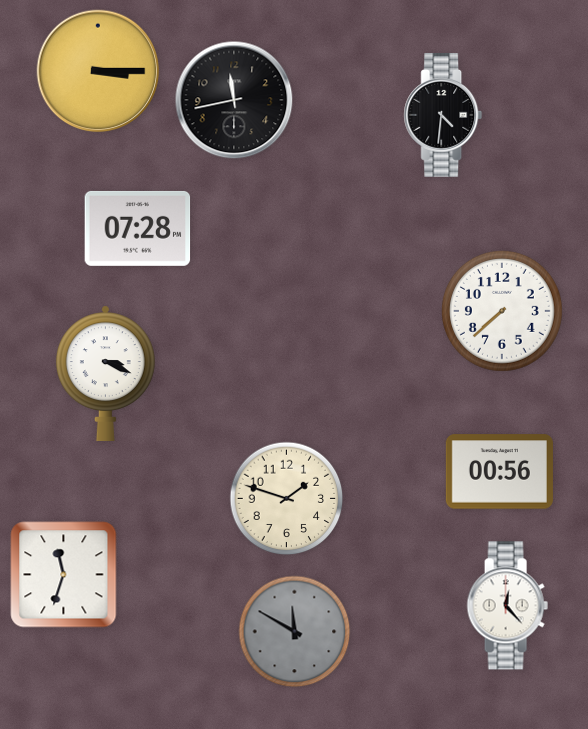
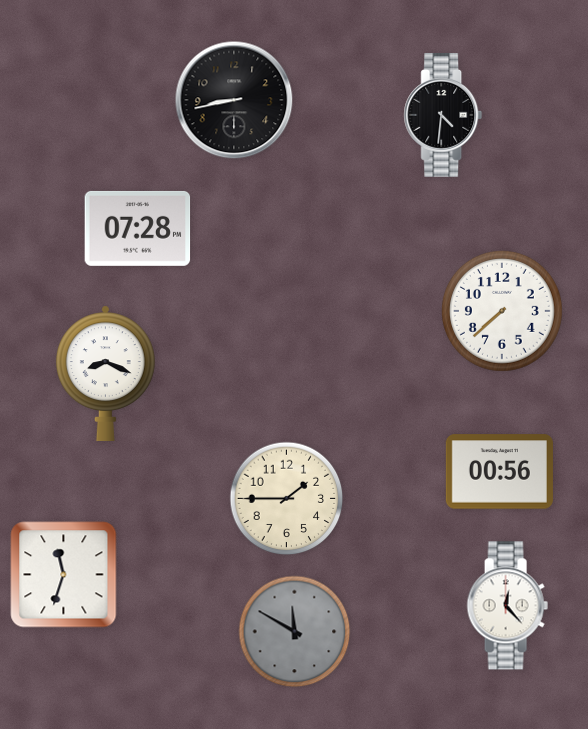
clock at (98, 71): 3:15 -> none
clock at (234, 100): 11:43 -> 8:43
clock at (105, 373): 3:19 -> 8:19
clock at (287, 499): 1:48 -> 1:45
